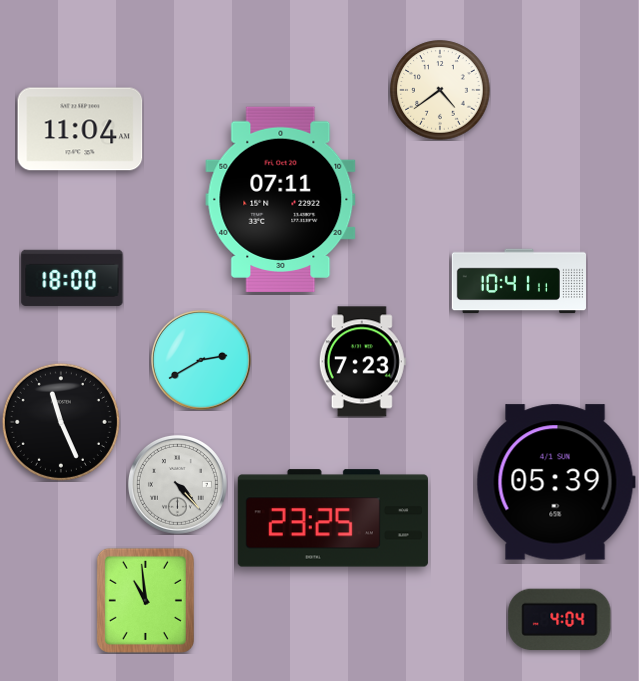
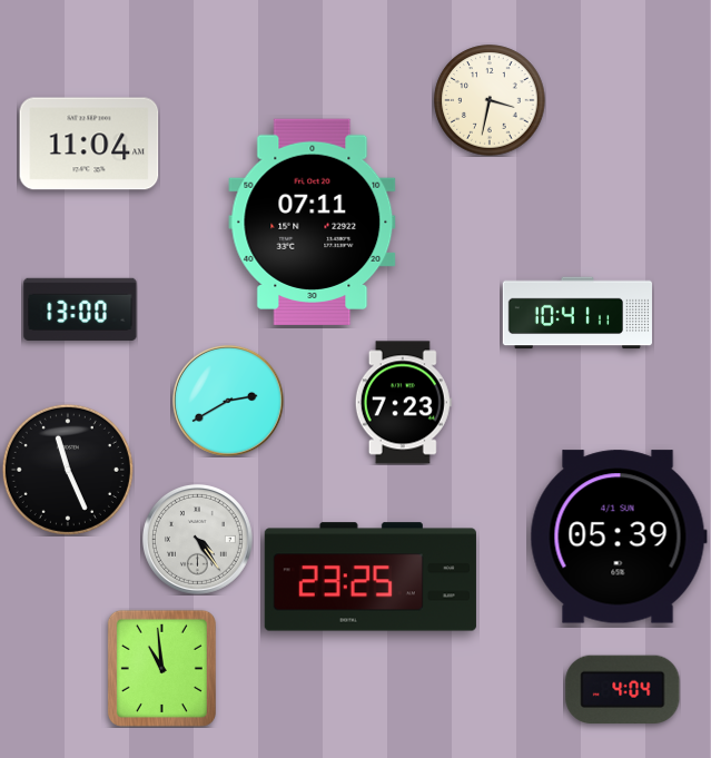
clock at (440, 90): 4:39 -> 3:32
clock at (72, 278): 18:00 -> 13:00
clock at (201, 360) position: (201, 360) -> (228, 401)
clock at (177, 484): 4:23 -> 4:24
